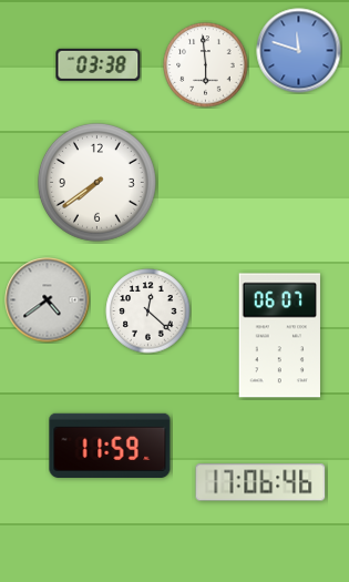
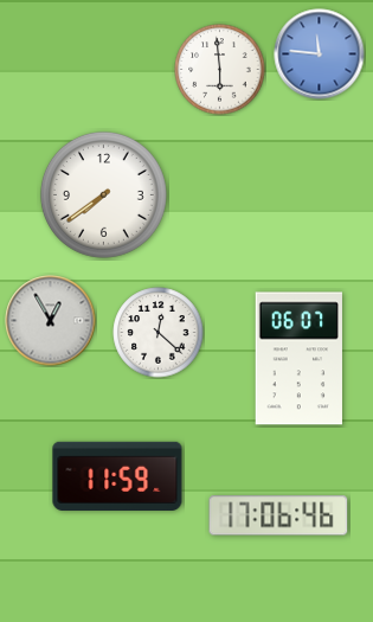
clock at (299, 51): 11:48 -> 11:46
clock at (99, 64): 03:38 -> none
clock at (48, 300): 4:39 -> 12:55
